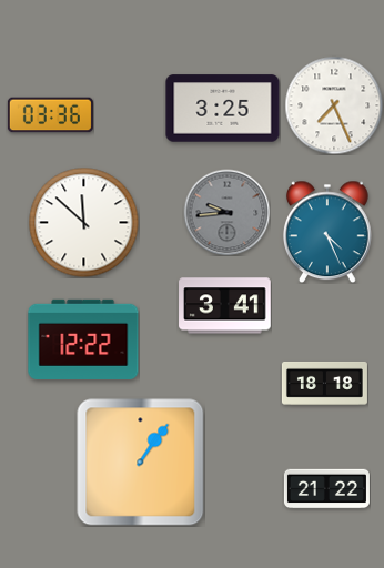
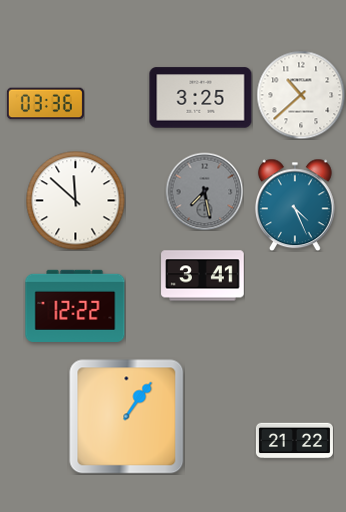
clock at (334, 105): 7:26 -> 10:38
clock at (226, 212): 9:44 -> 7:28
clock at (327, 232) position: (327, 232) -> (295, 205)
clock at (324, 383): 18:18 -> none
